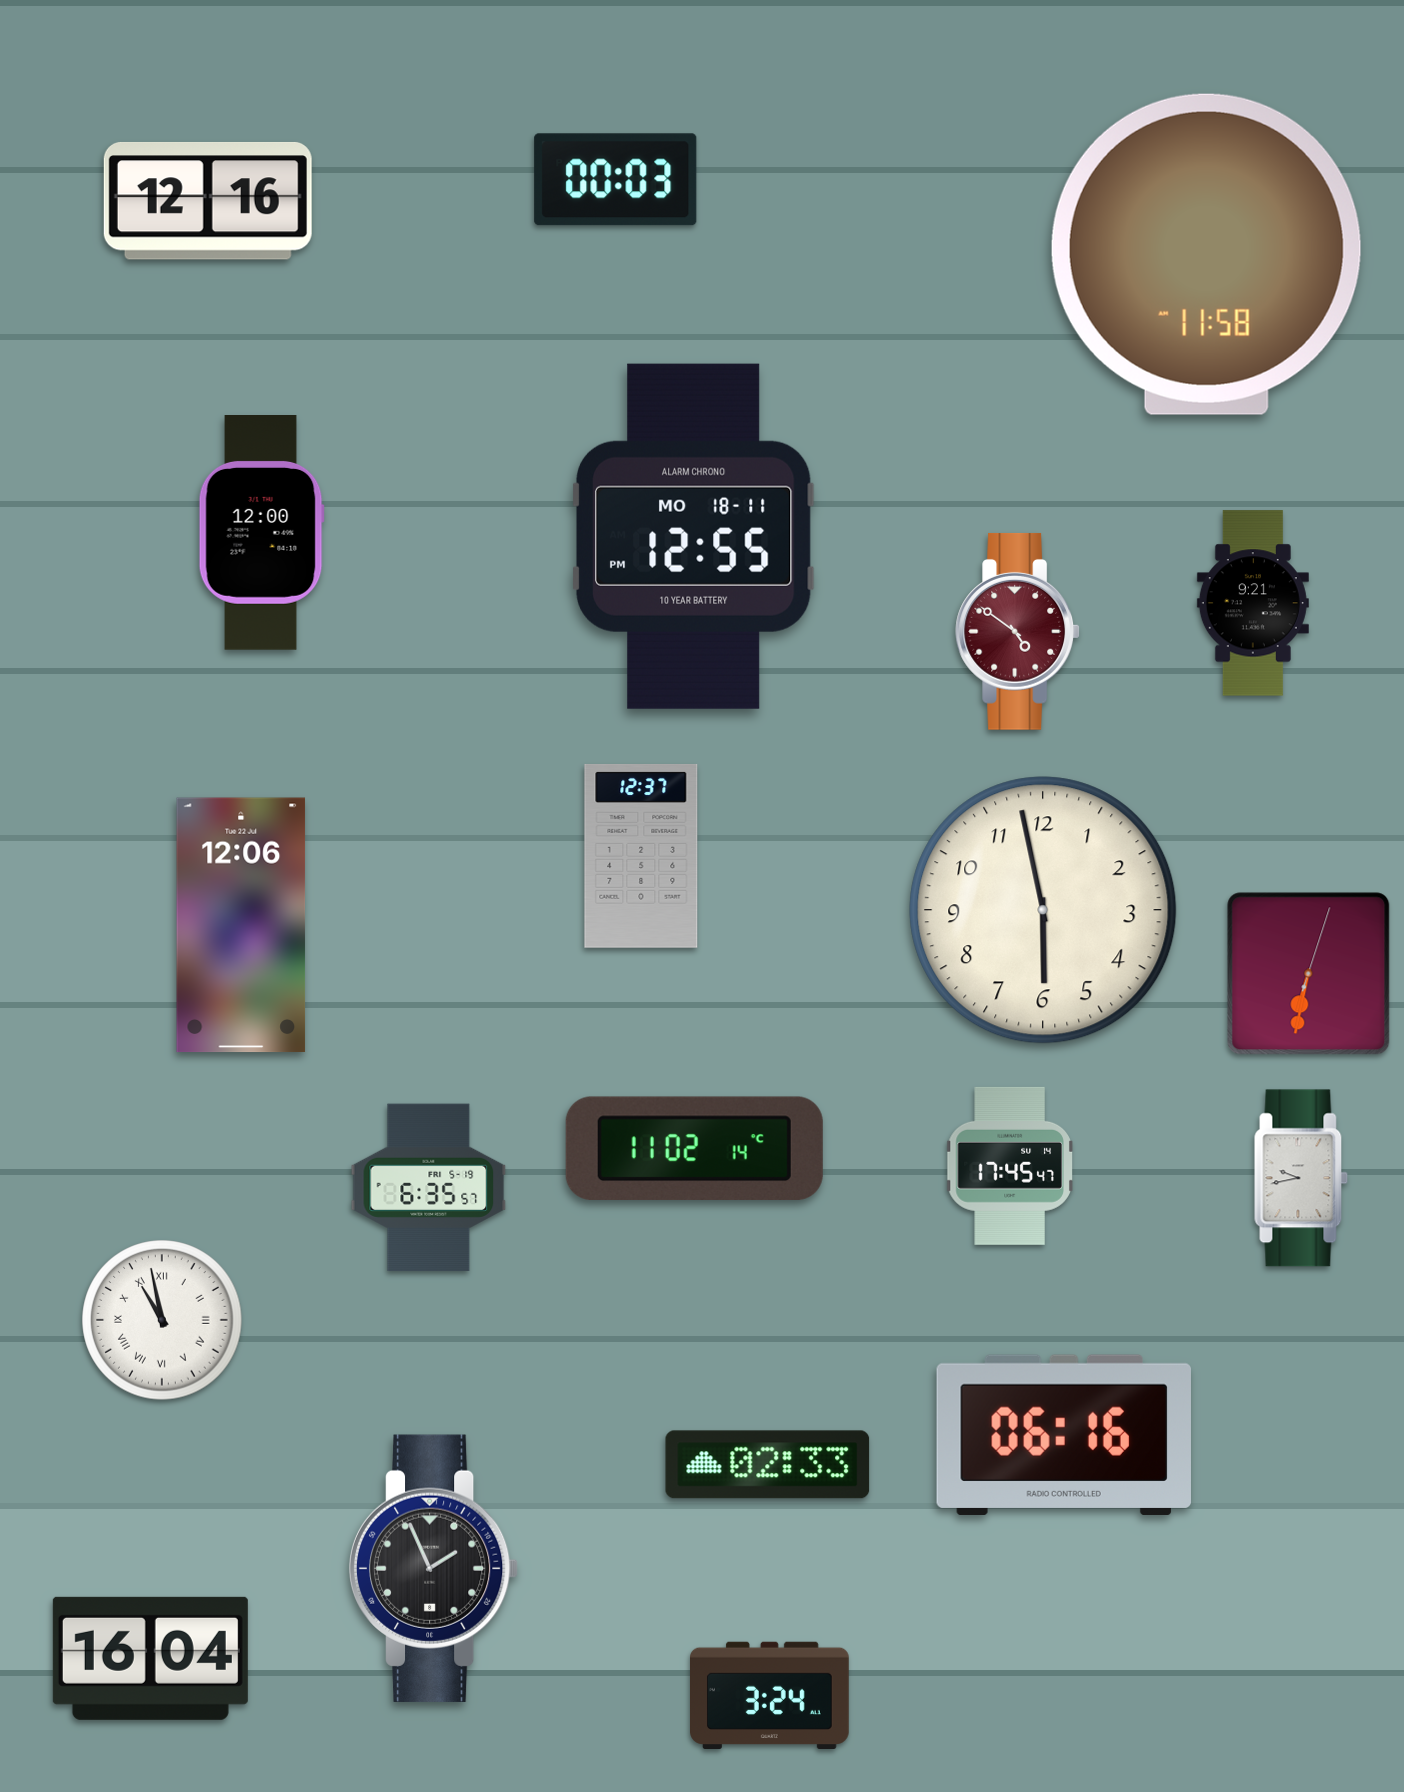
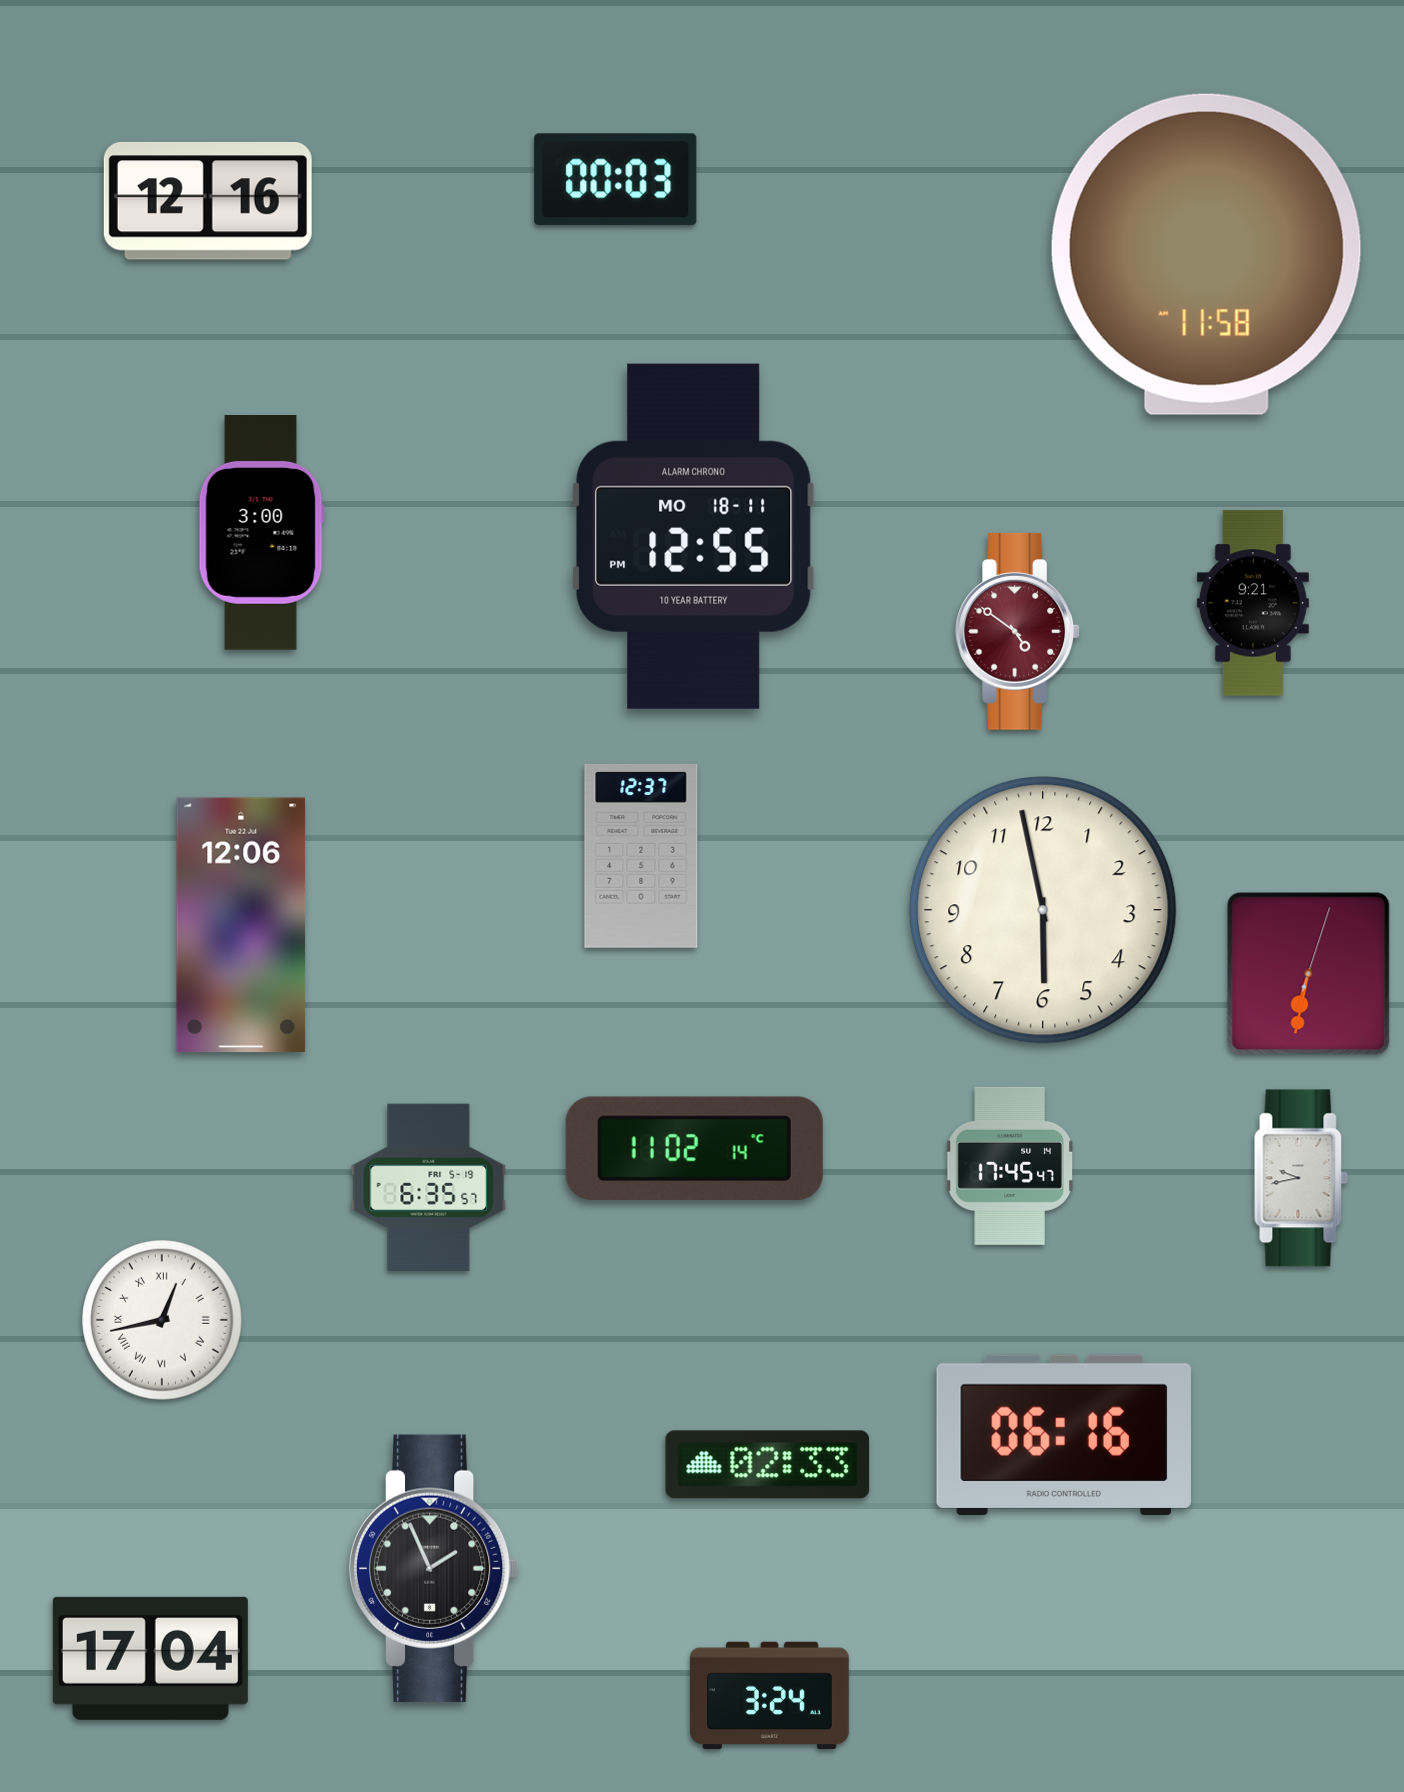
clock at (261, 533): 12:00 -> 3:00
clock at (162, 1320): 10:58 -> 12:43
clock at (150, 1658): 16:04 -> 17:04
